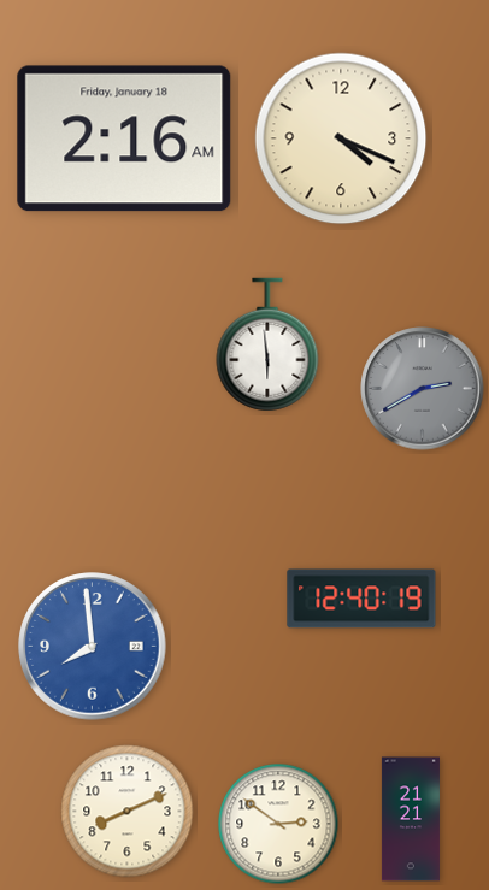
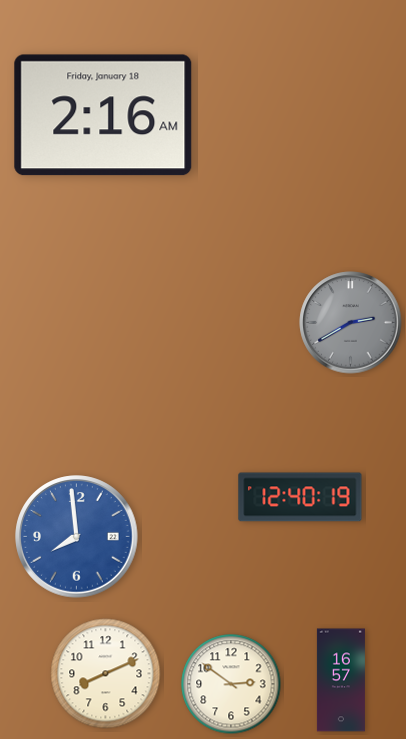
clock at (341, 138): 4:19 -> none
clock at (267, 344): 5:59 -> none
clock at (411, 819): 21:21 -> 16:57
